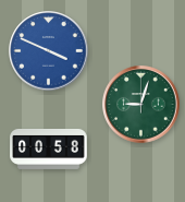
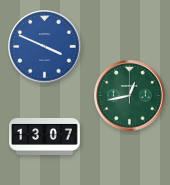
clock at (141, 105): 9:03 -> 12:43
clock at (49, 148): 00:58 -> 13:07
